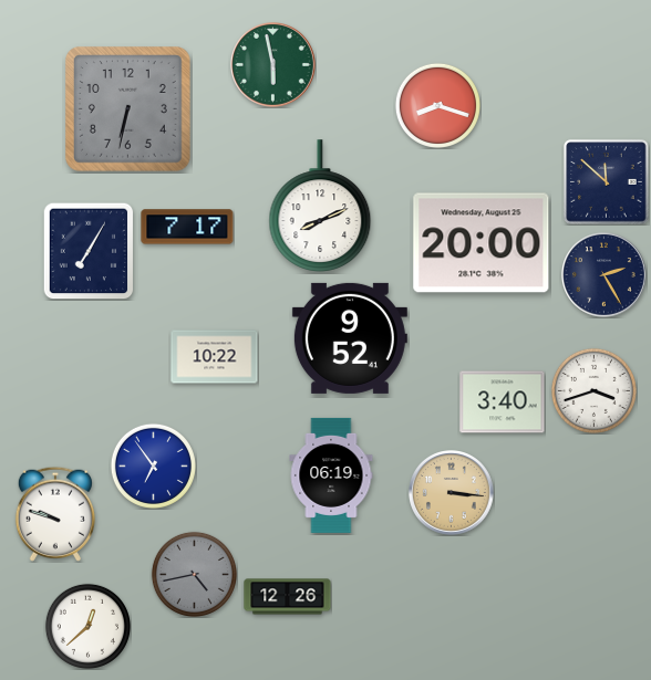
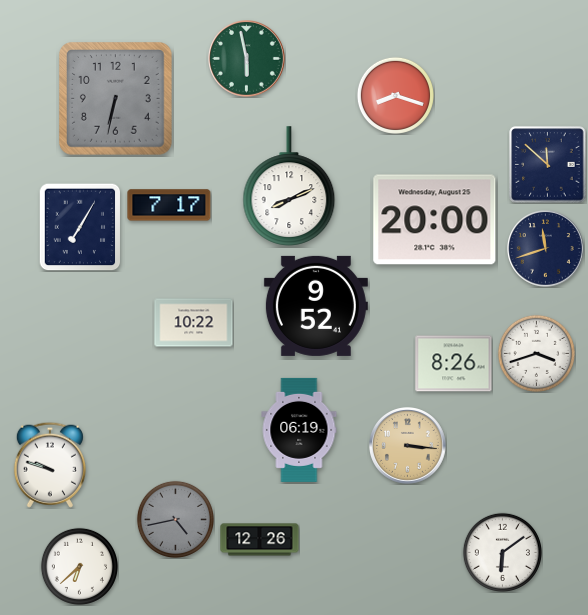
clock at (604, 275): 2:25 -> 11:42
clock at (503, 402): 3:40 -> 8:26
clock at (153, 465): 6:54 -> none
clock at (502, 552): none -> 6:09
clock at (87, 626): 12:38 -> 6:38
